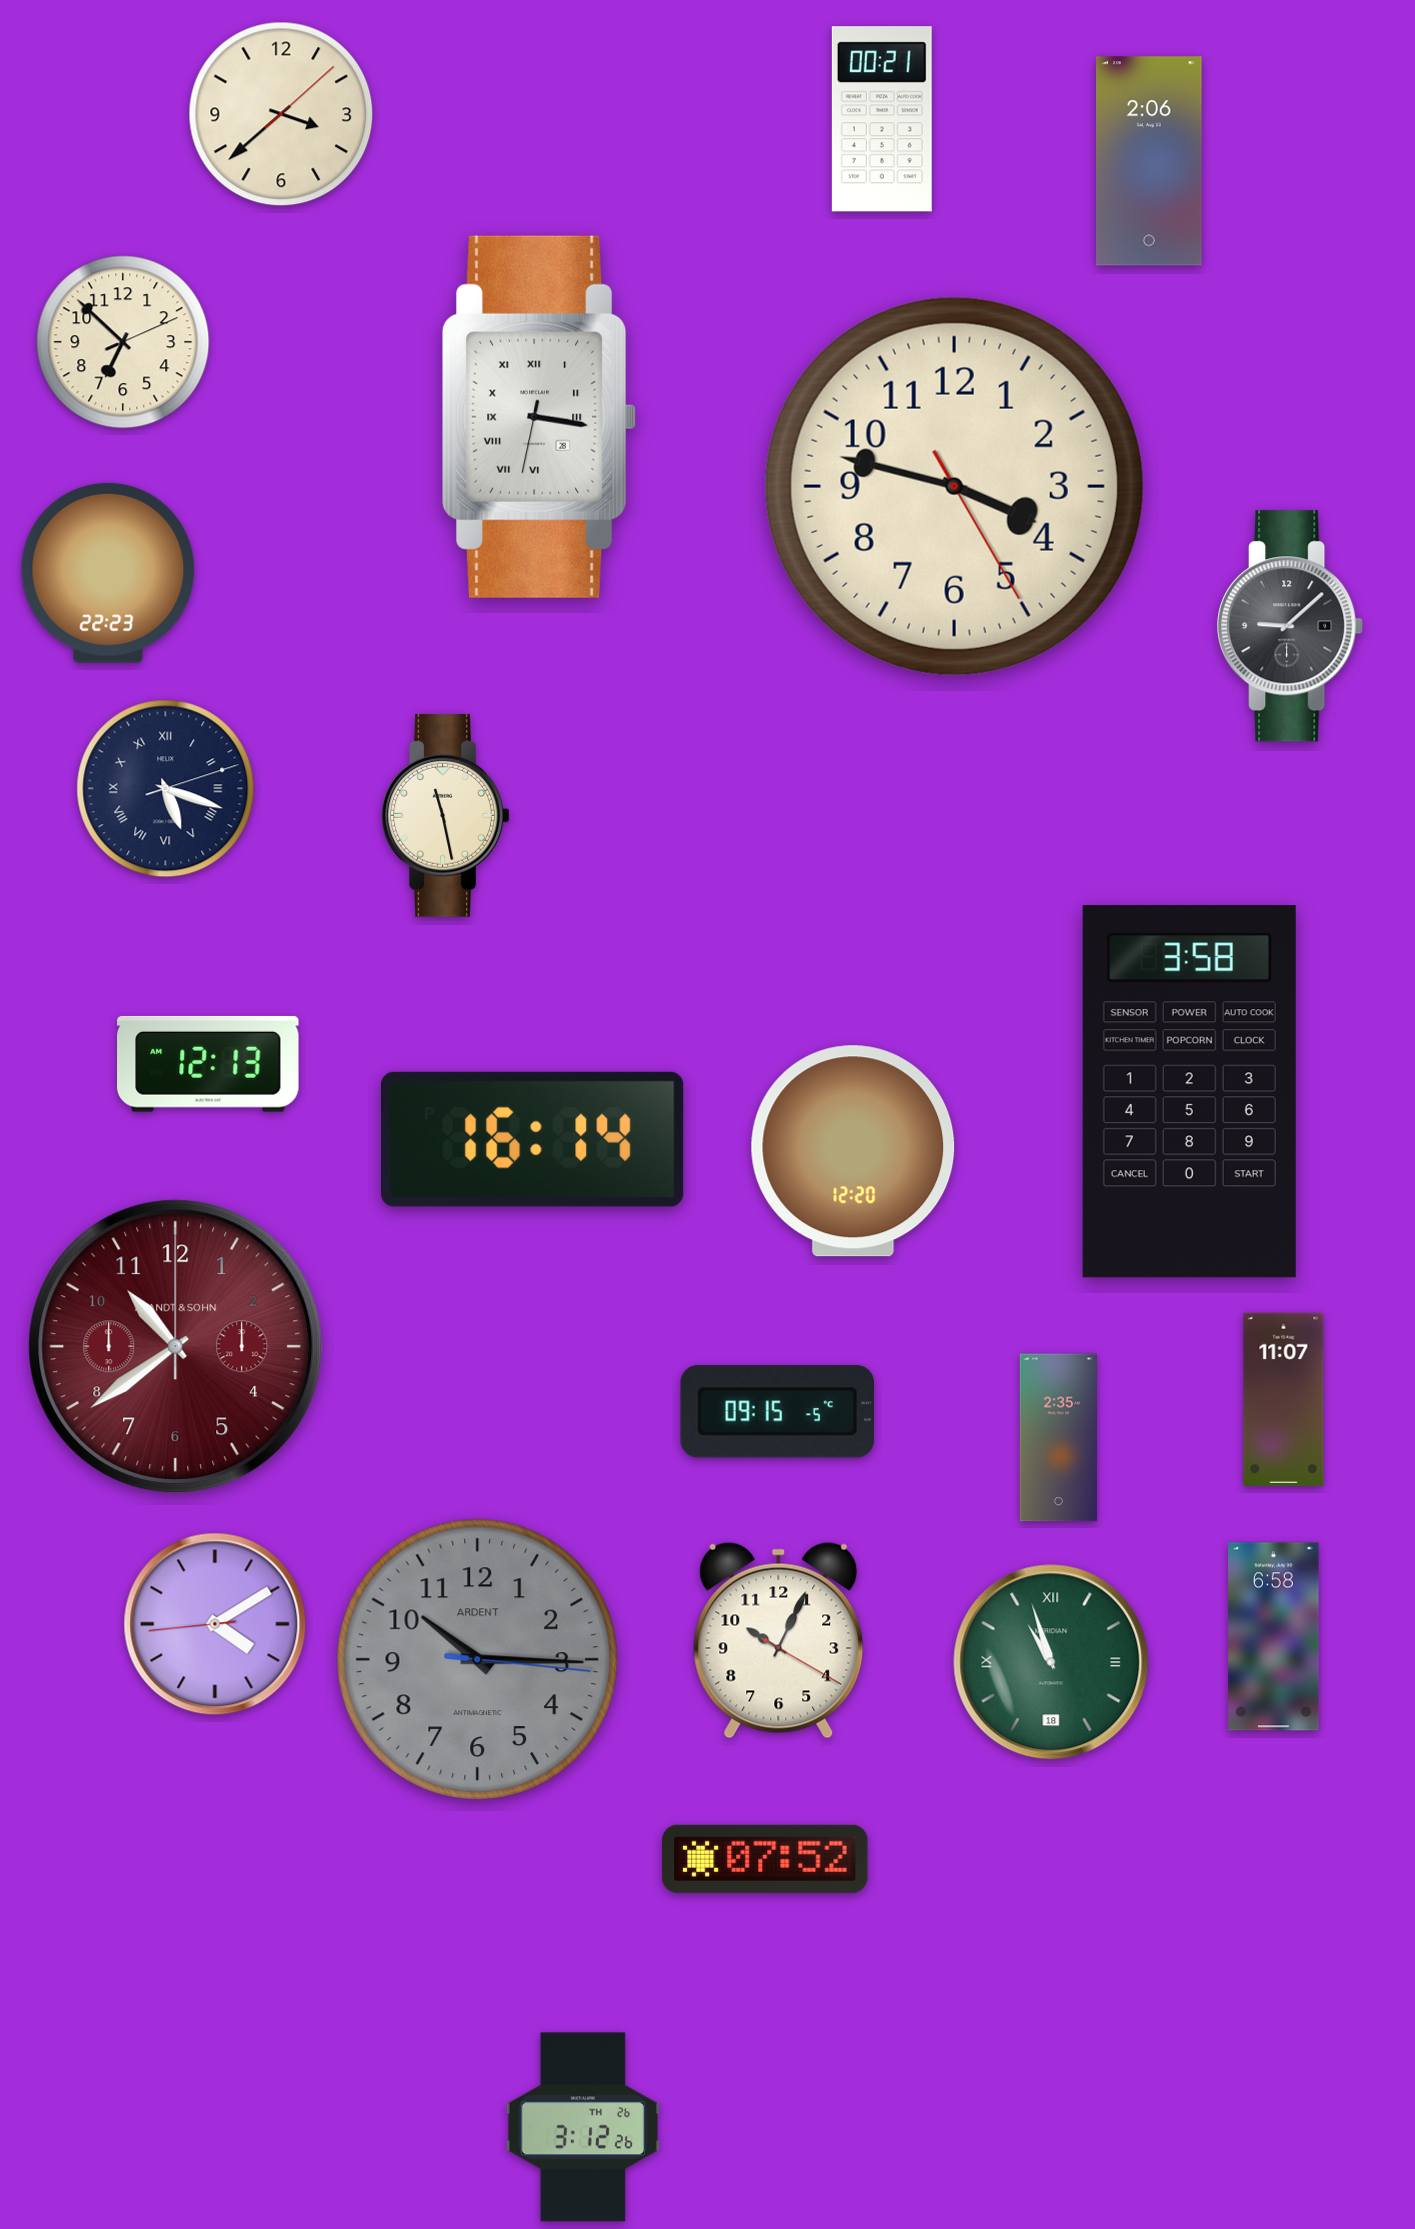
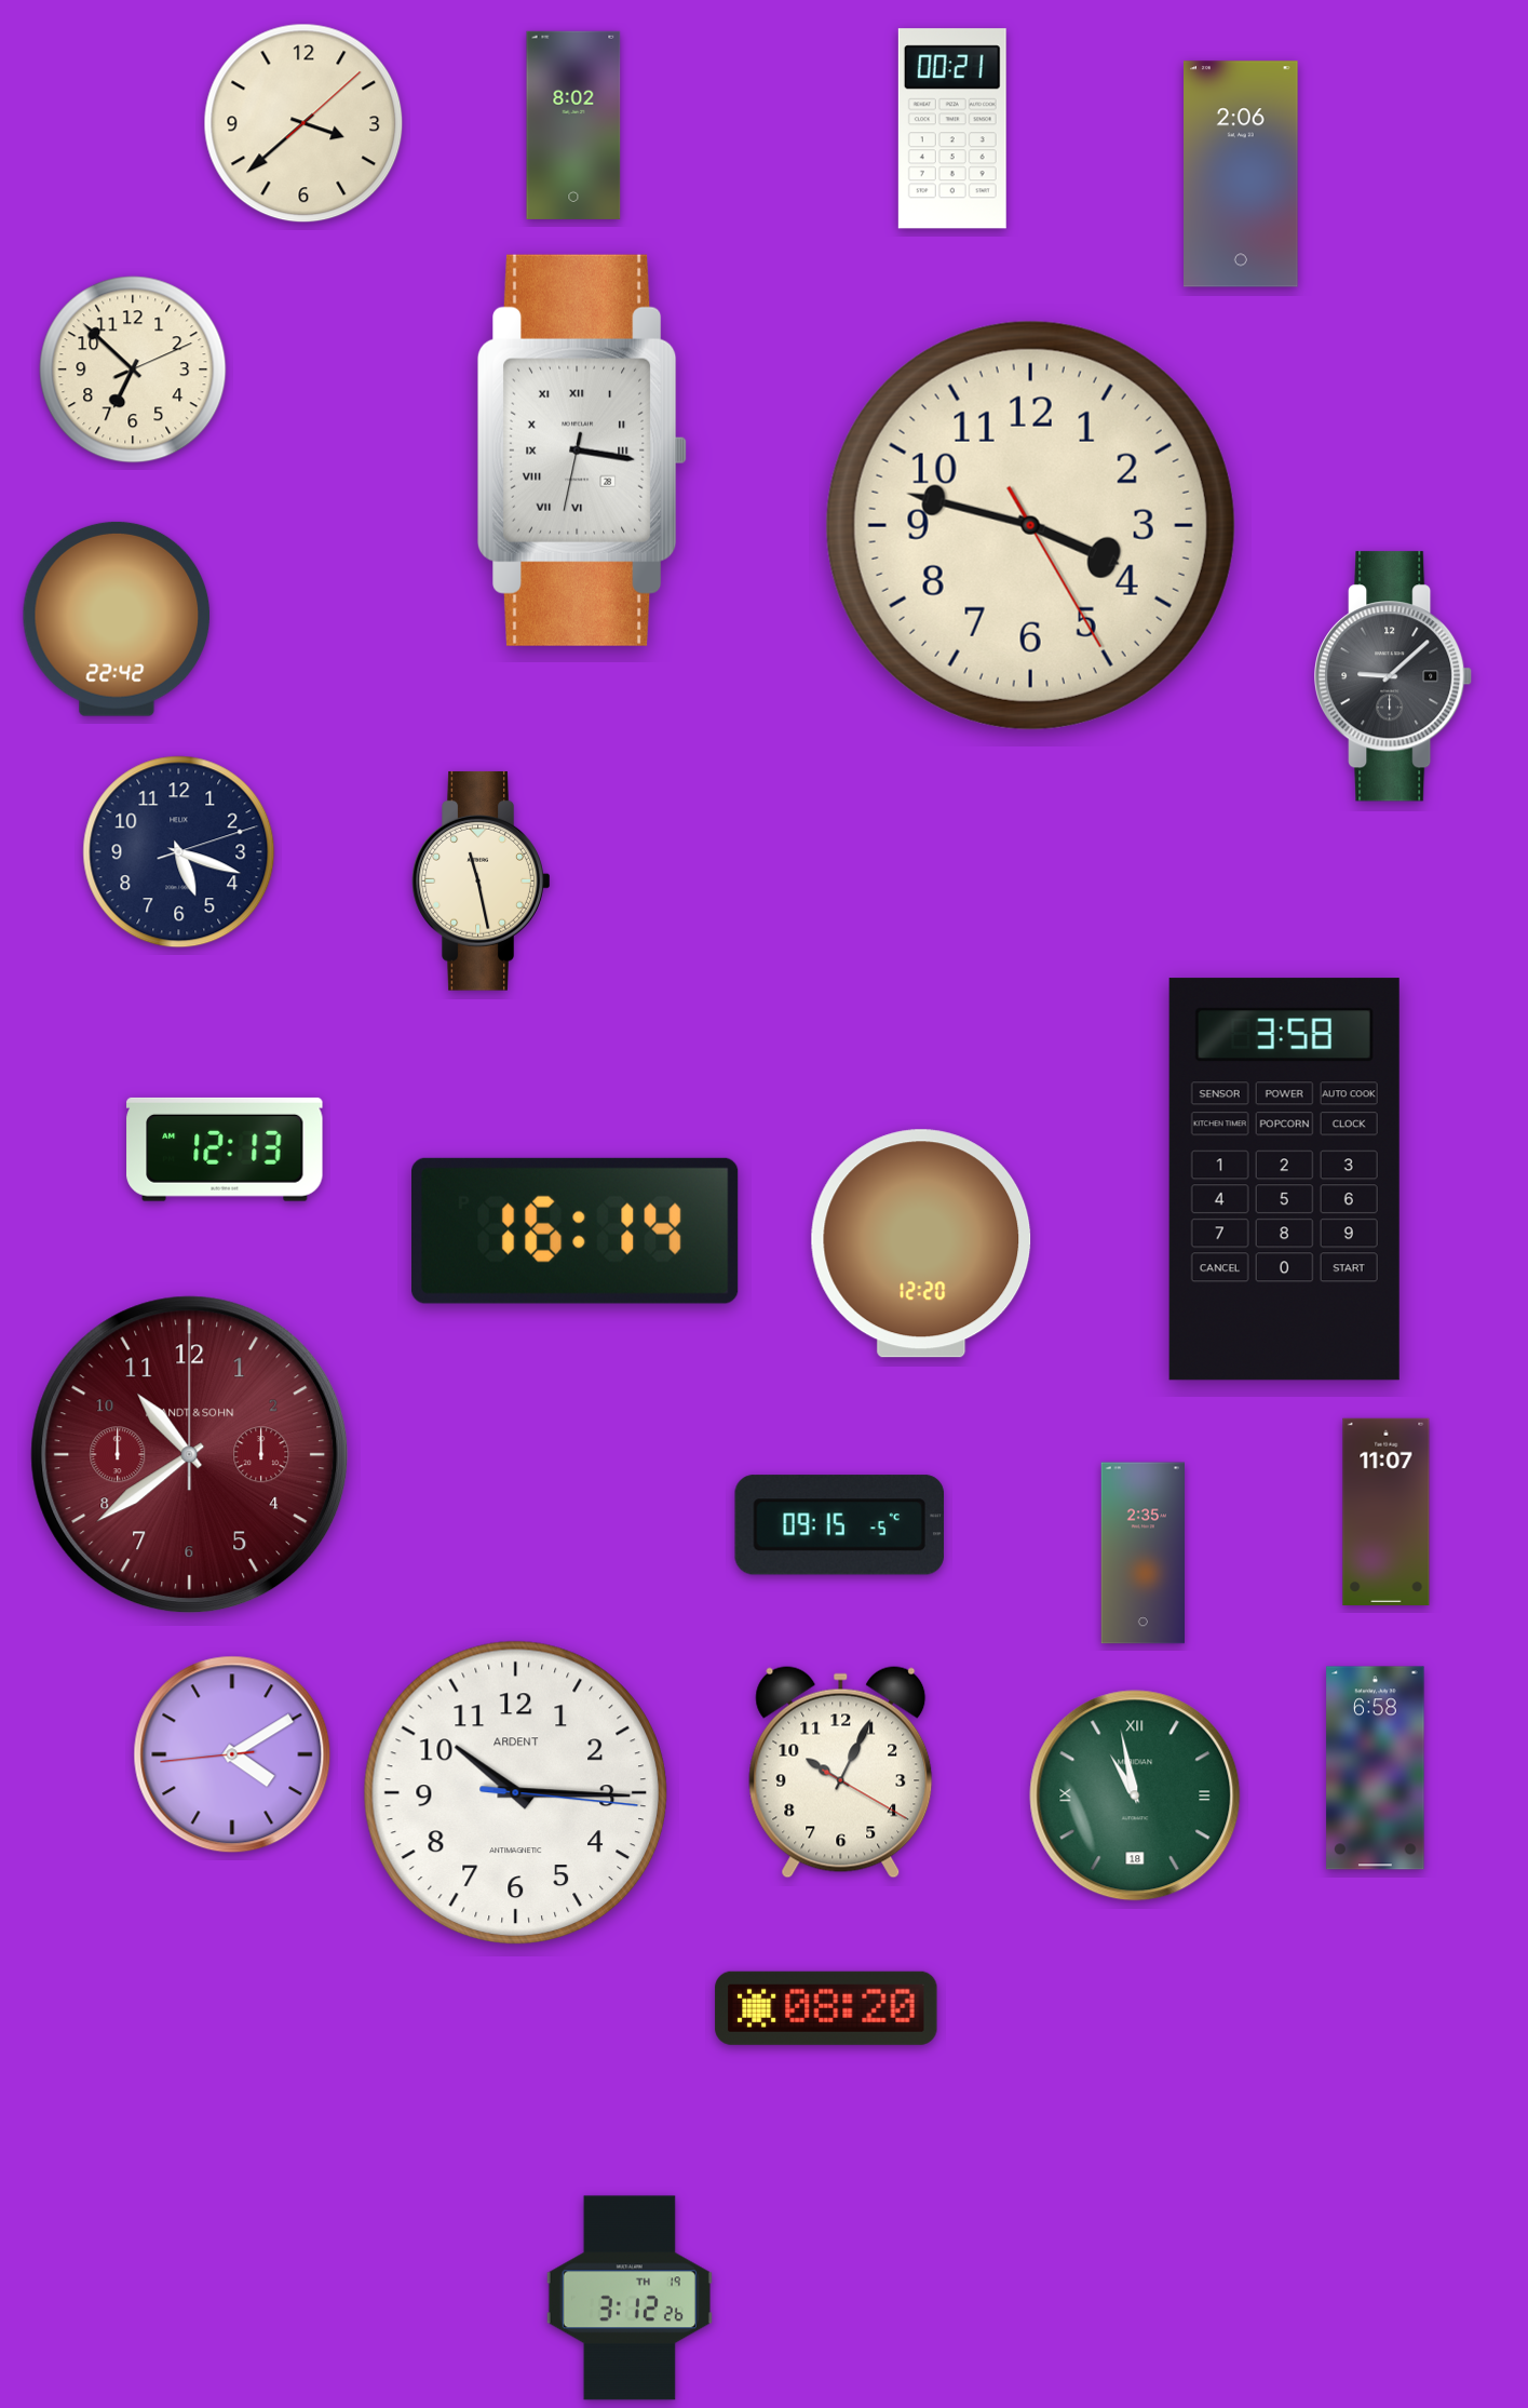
clock at (573, 125): none -> 8:02
clock at (108, 573): 22:23 -> 22:42
clock at (166, 789) numerals: Roman -> Arabic
clock at (477, 1659) dial: grey -> white
clock at (1051, 1662): 10:57 -> 10:58
clock at (765, 1859): 07:52 -> 08:20
clock at (583, 2127) date: TH 26 -> TH 19
